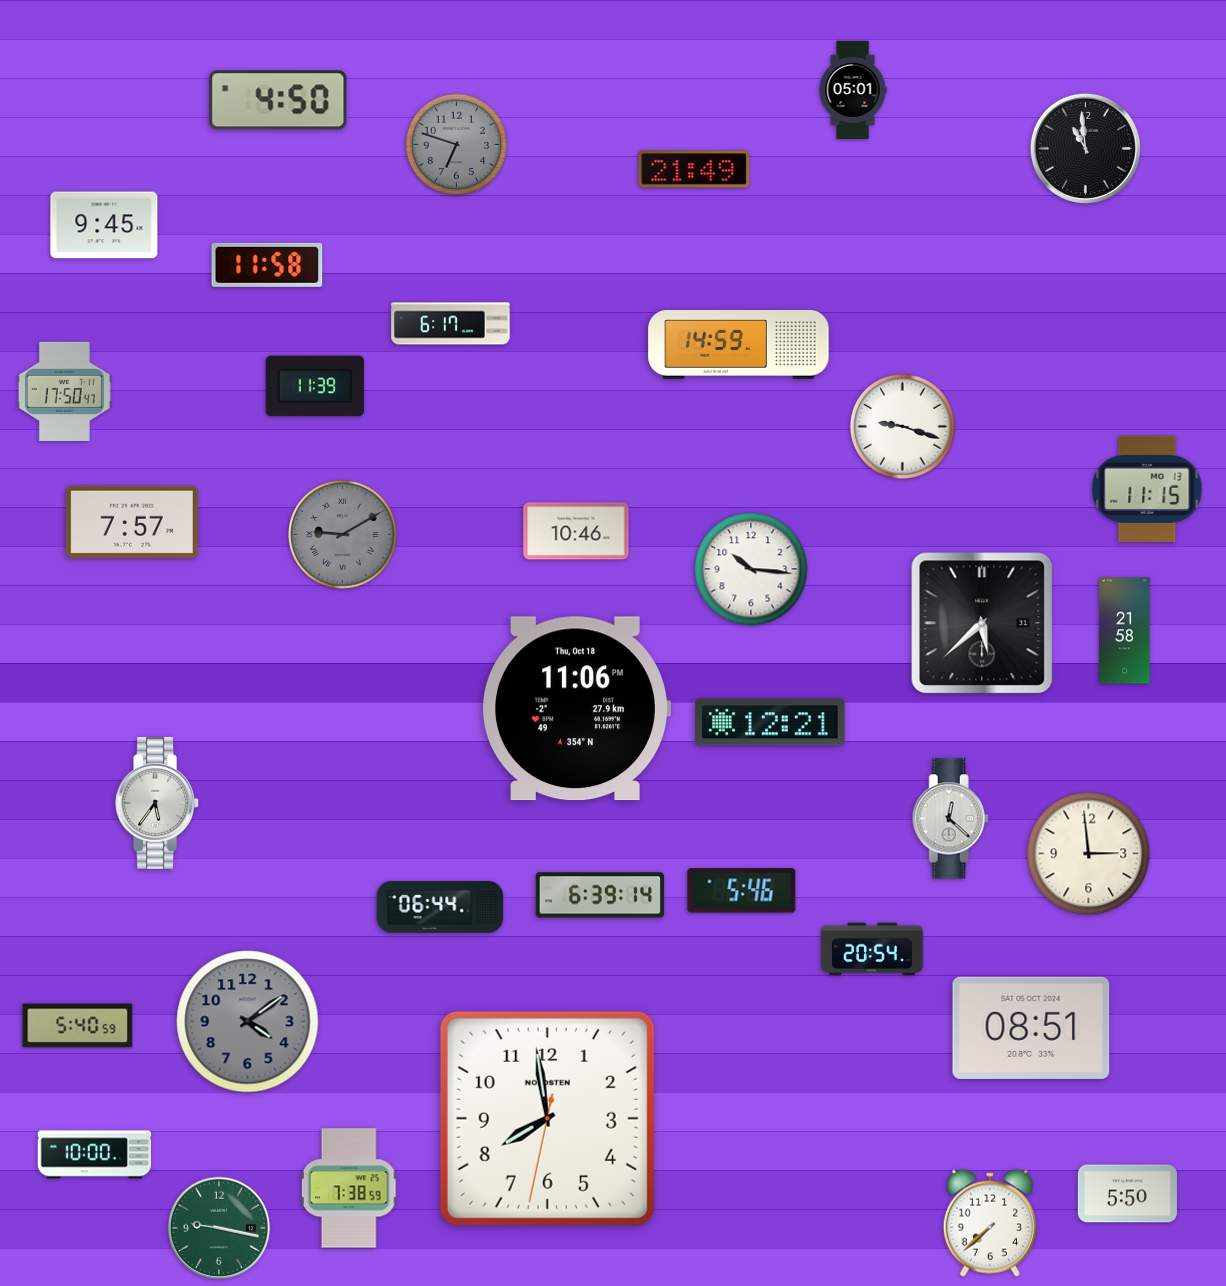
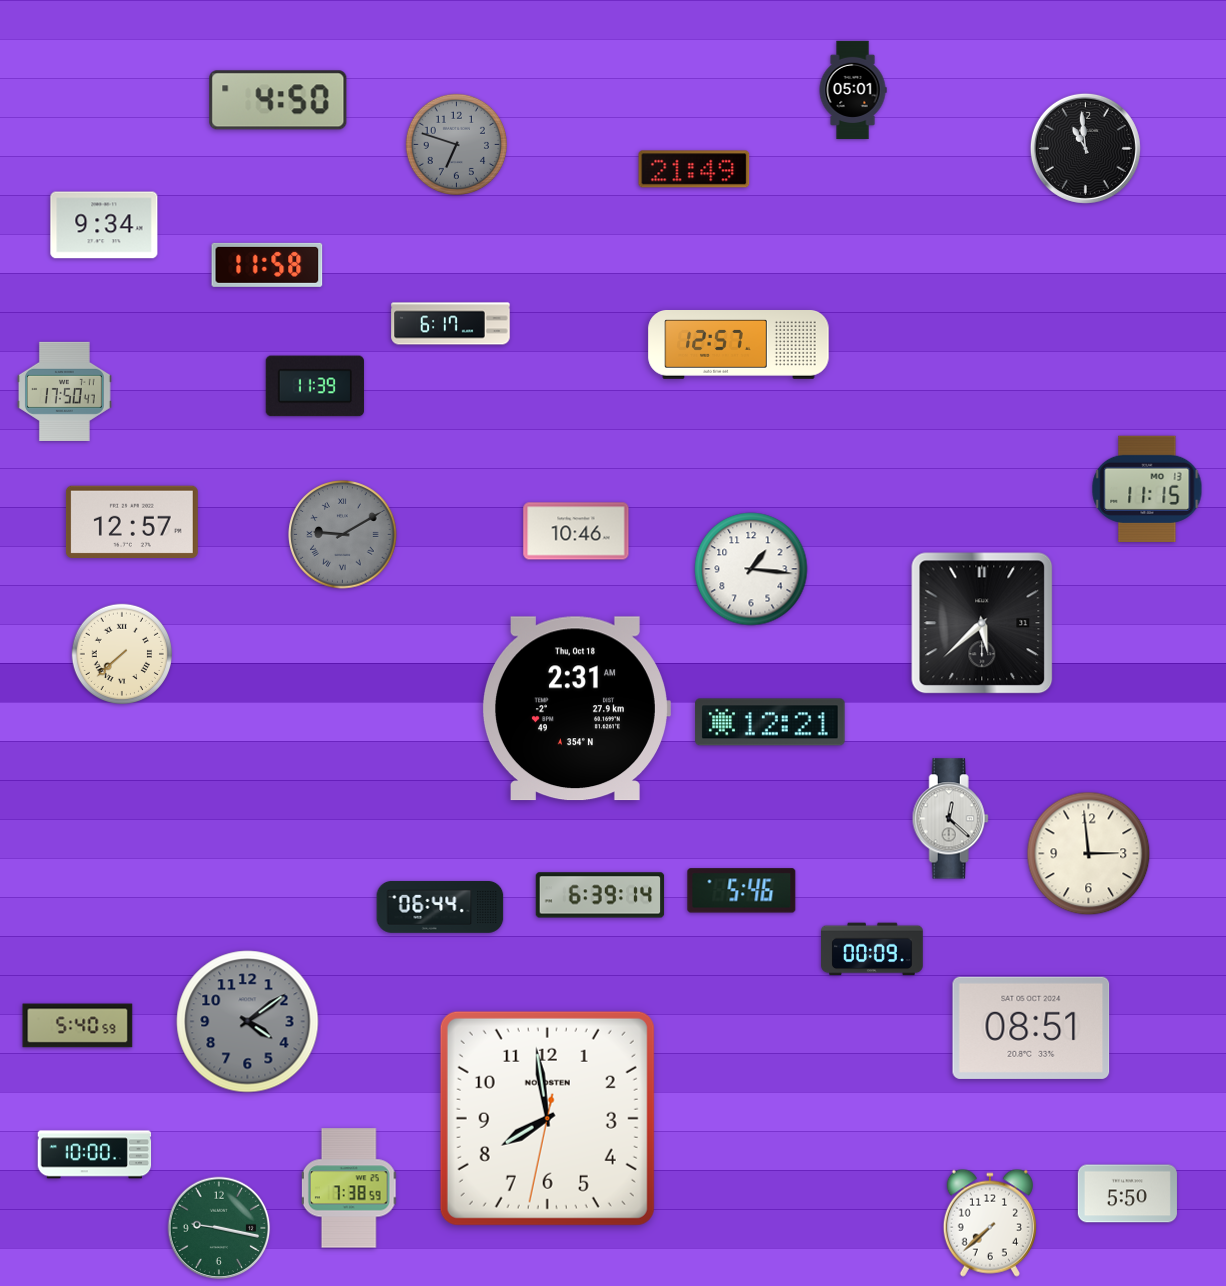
clock at (104, 225): 9:45 -> 9:34
clock at (739, 345): 14:59 -> 12:57
clock at (902, 426): 9:18 -> none
clock at (132, 522): 7:57 -> 12:57
clock at (751, 569): 10:16 -> 1:16
clock at (1125, 631): 21:58 -> none
clock at (121, 653): none -> 7:38
clock at (576, 709): 11:06 -> 2:31
clock at (157, 803): 5:36 -> none
clock at (872, 949): 20:54 -> 00:09
